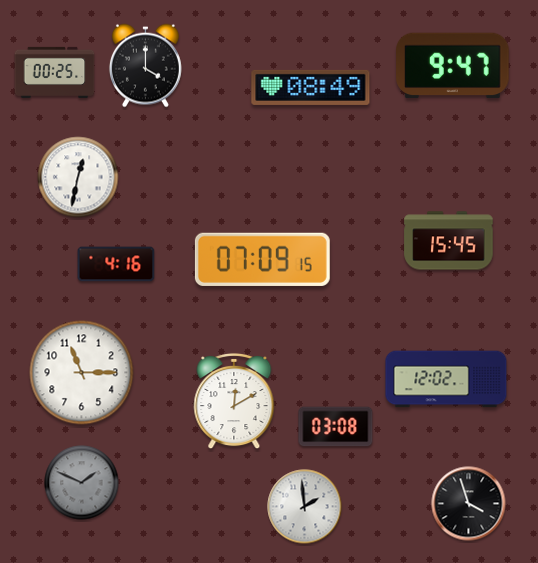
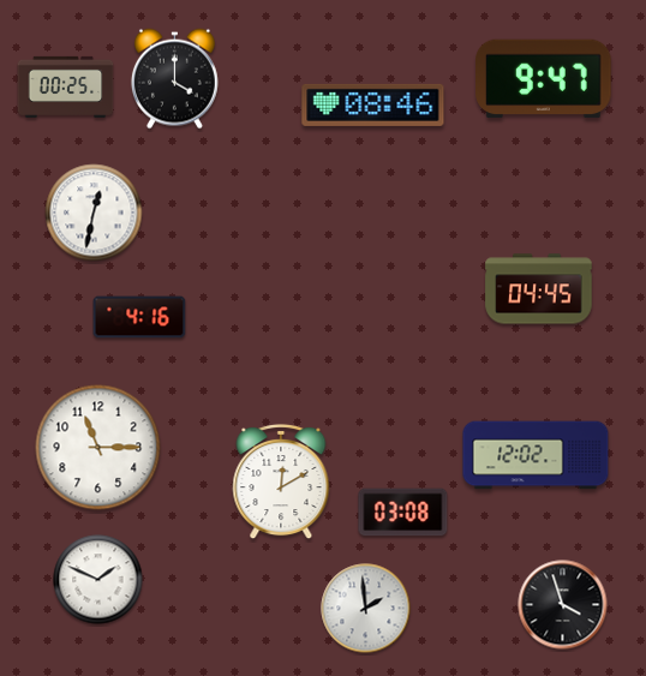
clock at (311, 87): 08:49 -> 08:46
clock at (449, 241): 15:45 -> 04:45
clock at (262, 259): 07:09 -> none
clock at (82, 483) dial: grey -> white
